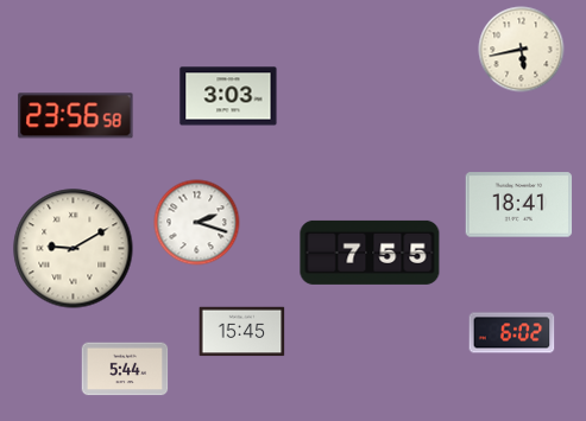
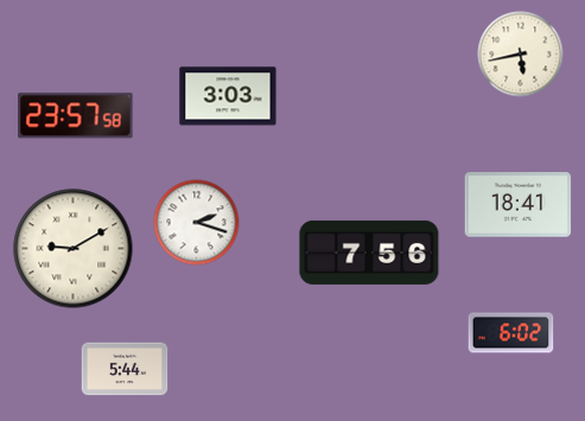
clock at (522, 50) position: (522, 50) -> (521, 55)
clock at (76, 116): 23:56 -> 23:57
clock at (370, 253): 7:55 -> 7:56
clock at (242, 332): 15:45 -> none
